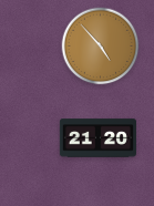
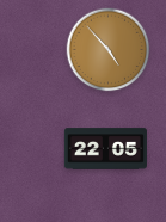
clock at (97, 138): 21:20 -> 22:05
